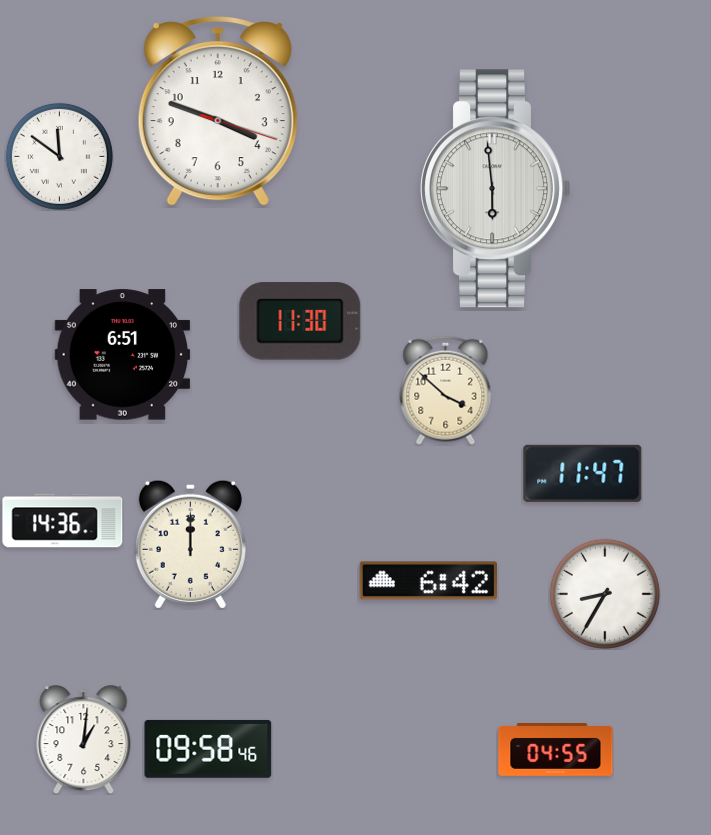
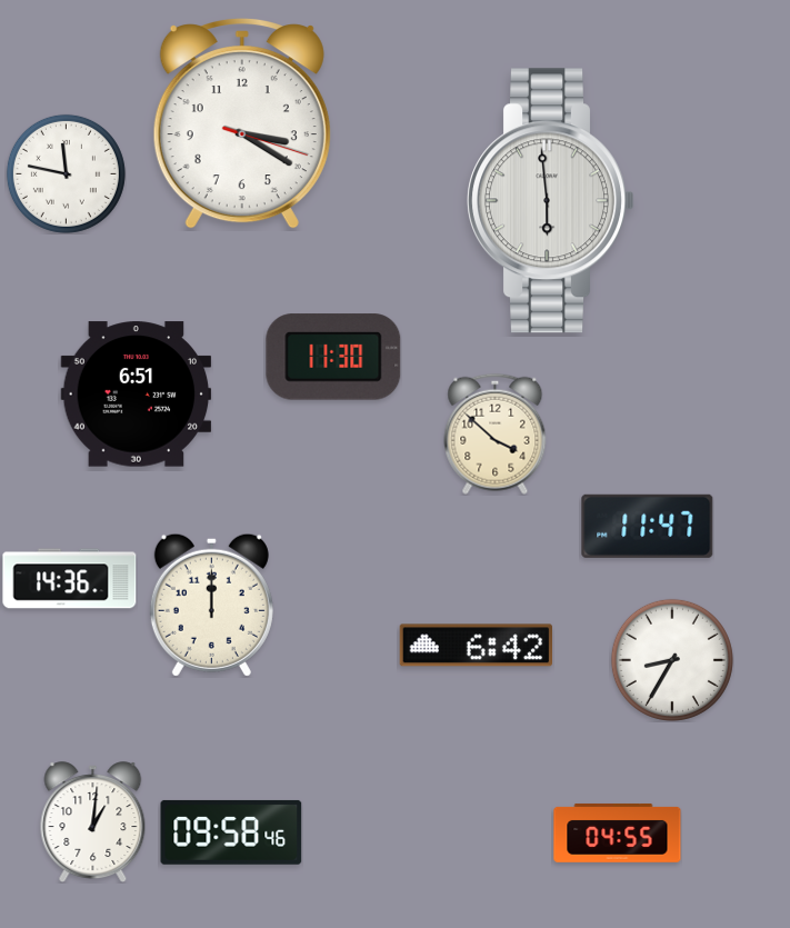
clock at (218, 112): 3:48 -> 3:20
clock at (59, 156): 11:51 -> 11:47
clock at (496, 189) position: (496, 189) -> (551, 201)
